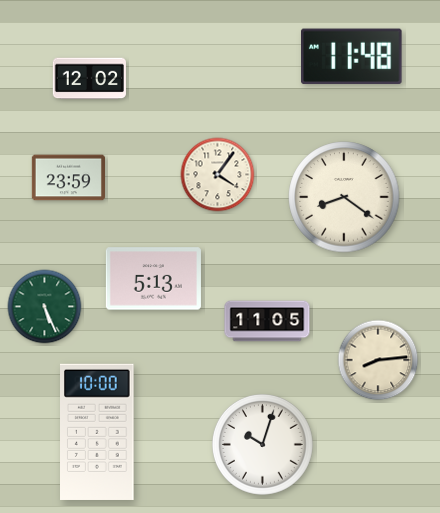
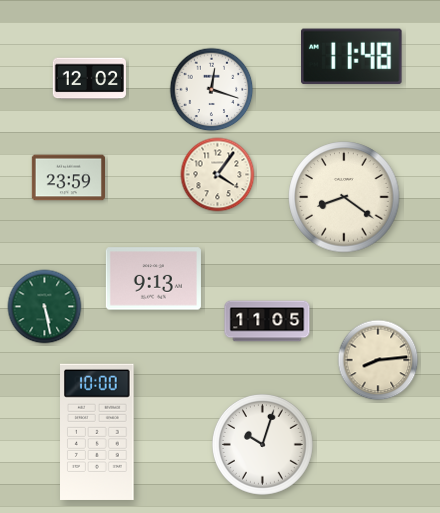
clock at (212, 90): none -> 12:18
clock at (153, 279): 5:13 -> 9:13
clock at (45, 307): 5:26 -> 5:28
